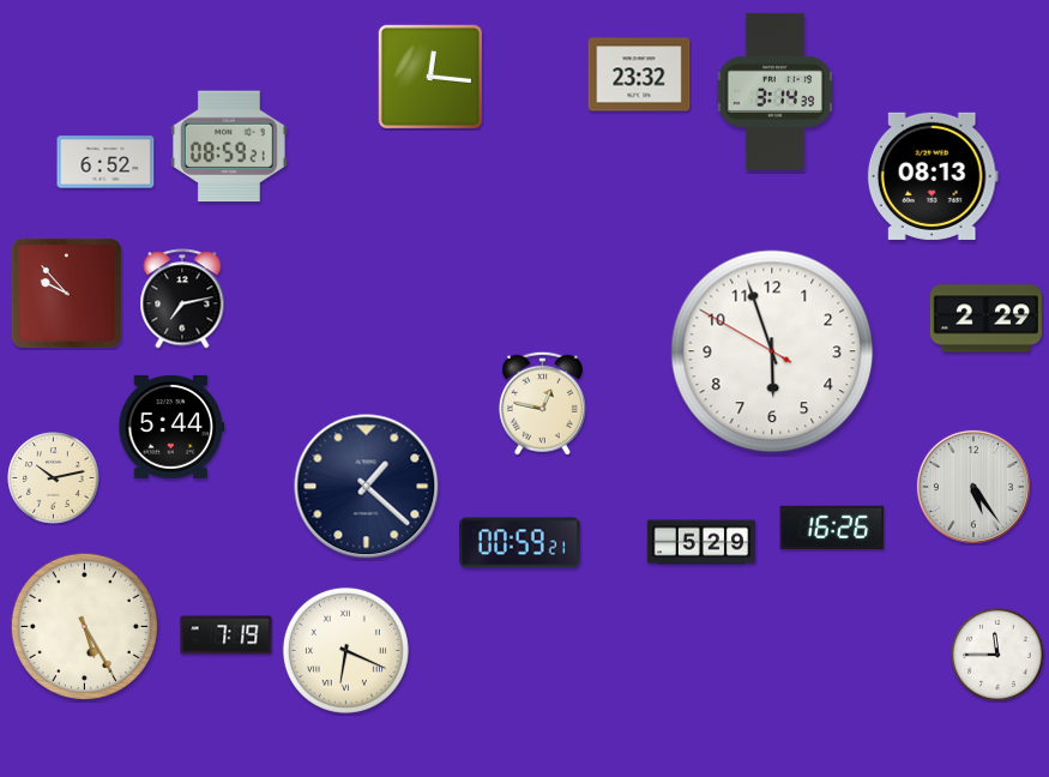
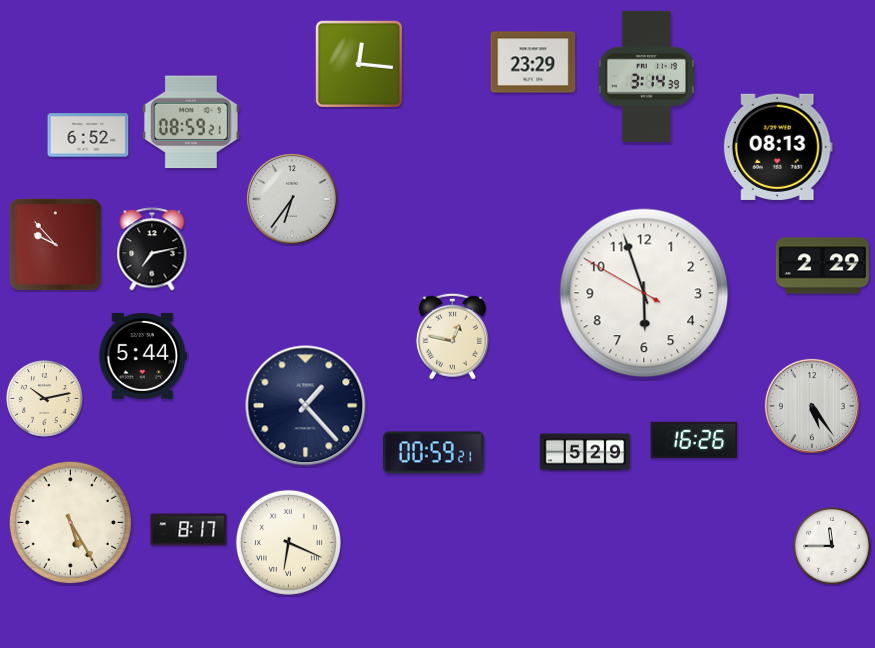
clock at (639, 74): 23:32 -> 23:29
clock at (292, 199): none -> 6:36
clock at (367, 487): 1:22 -> 1:23
clock at (227, 636): 7:19 -> 8:17
